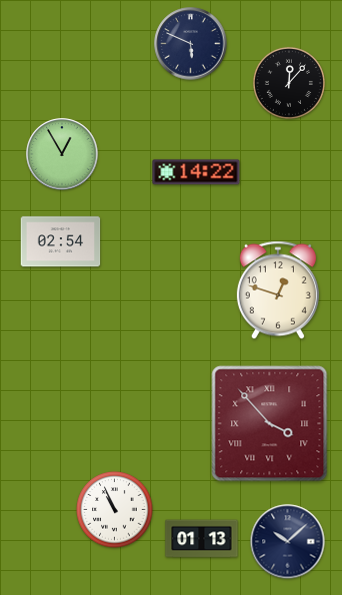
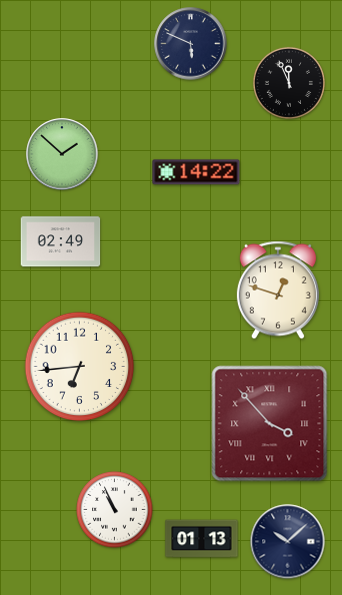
clock at (289, 83): 12:07 -> 11:56
clock at (62, 154): 12:55 -> 1:52
clock at (61, 242): 02:54 -> 02:49
clock at (80, 367): none -> 6:44
